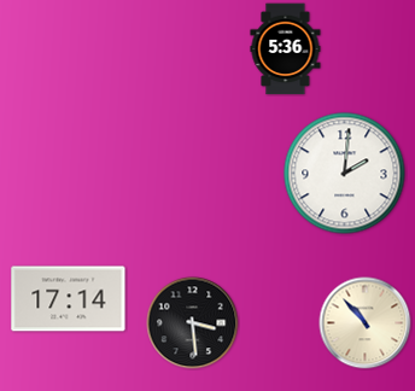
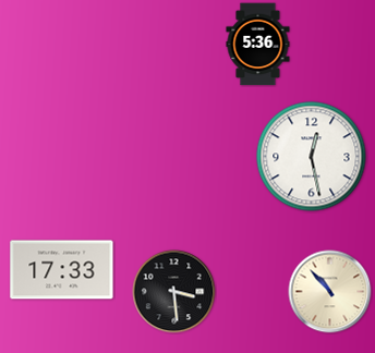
clock at (345, 174): 2:01 -> 12:28
clock at (69, 299): 17:14 -> 17:33
